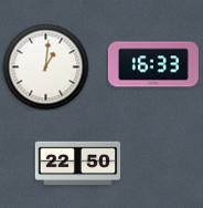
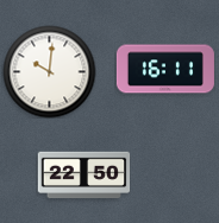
clock at (153, 64): 16:33 -> 16:11
clock at (45, 66): 1:01 -> 10:01
